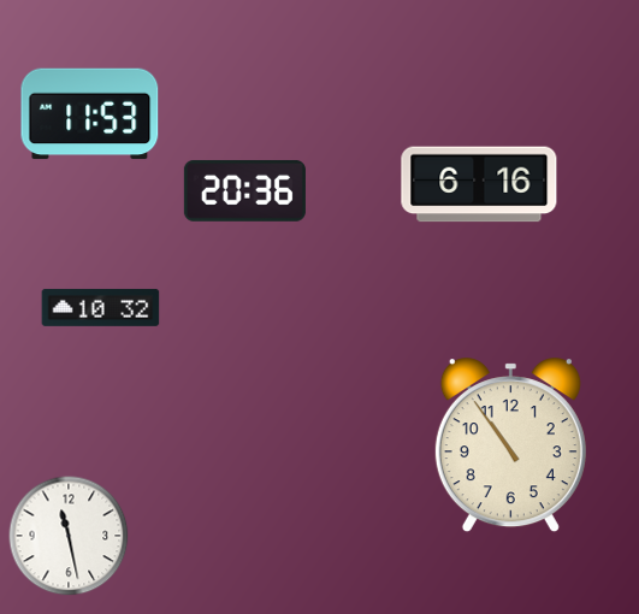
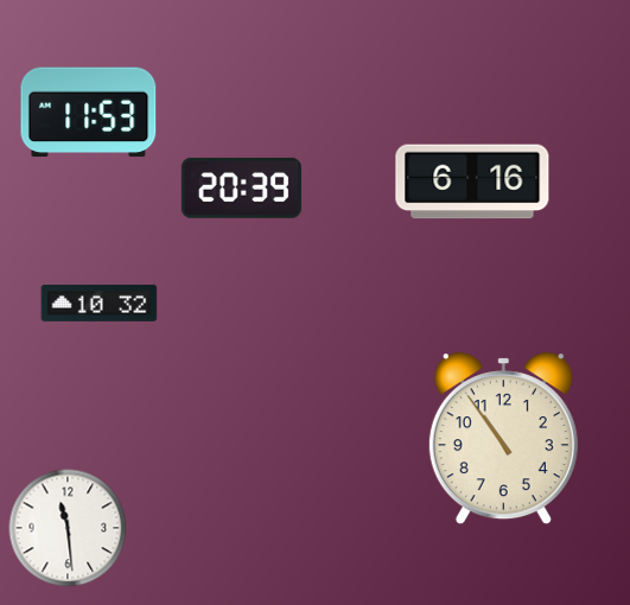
clock at (244, 190): 20:36 -> 20:39
clock at (69, 536): 11:28 -> 11:29
